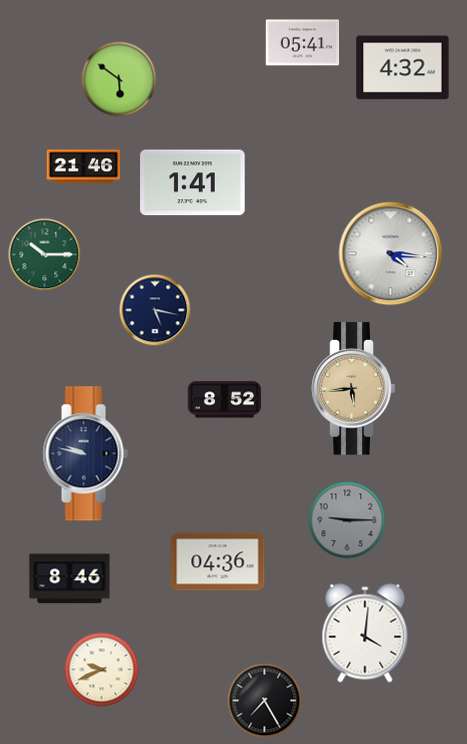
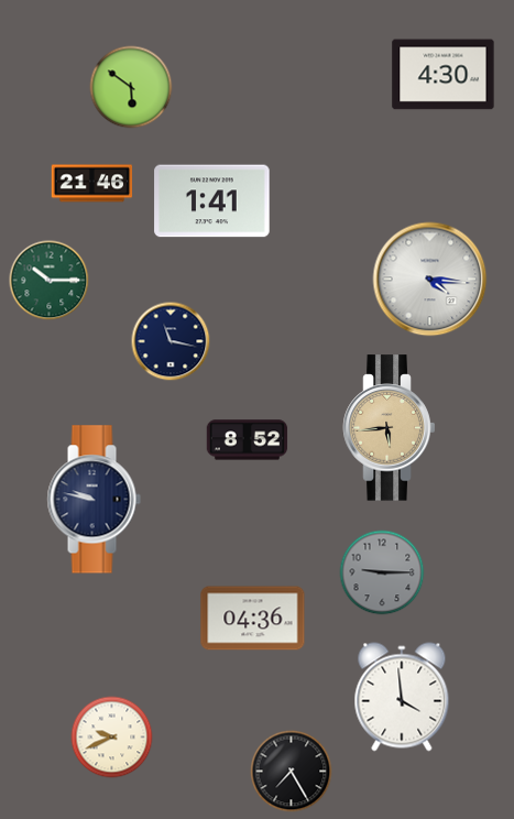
clock at (303, 43): 05:41 -> none
clock at (403, 68): 4:32 -> 4:30
clock at (155, 310): 5:17 -> 11:17
clock at (218, 562) position: (218, 562) -> (253, 619)
clock at (70, 579): 8:46 -> none
clock at (365, 633): 4:01 -> 3:59
